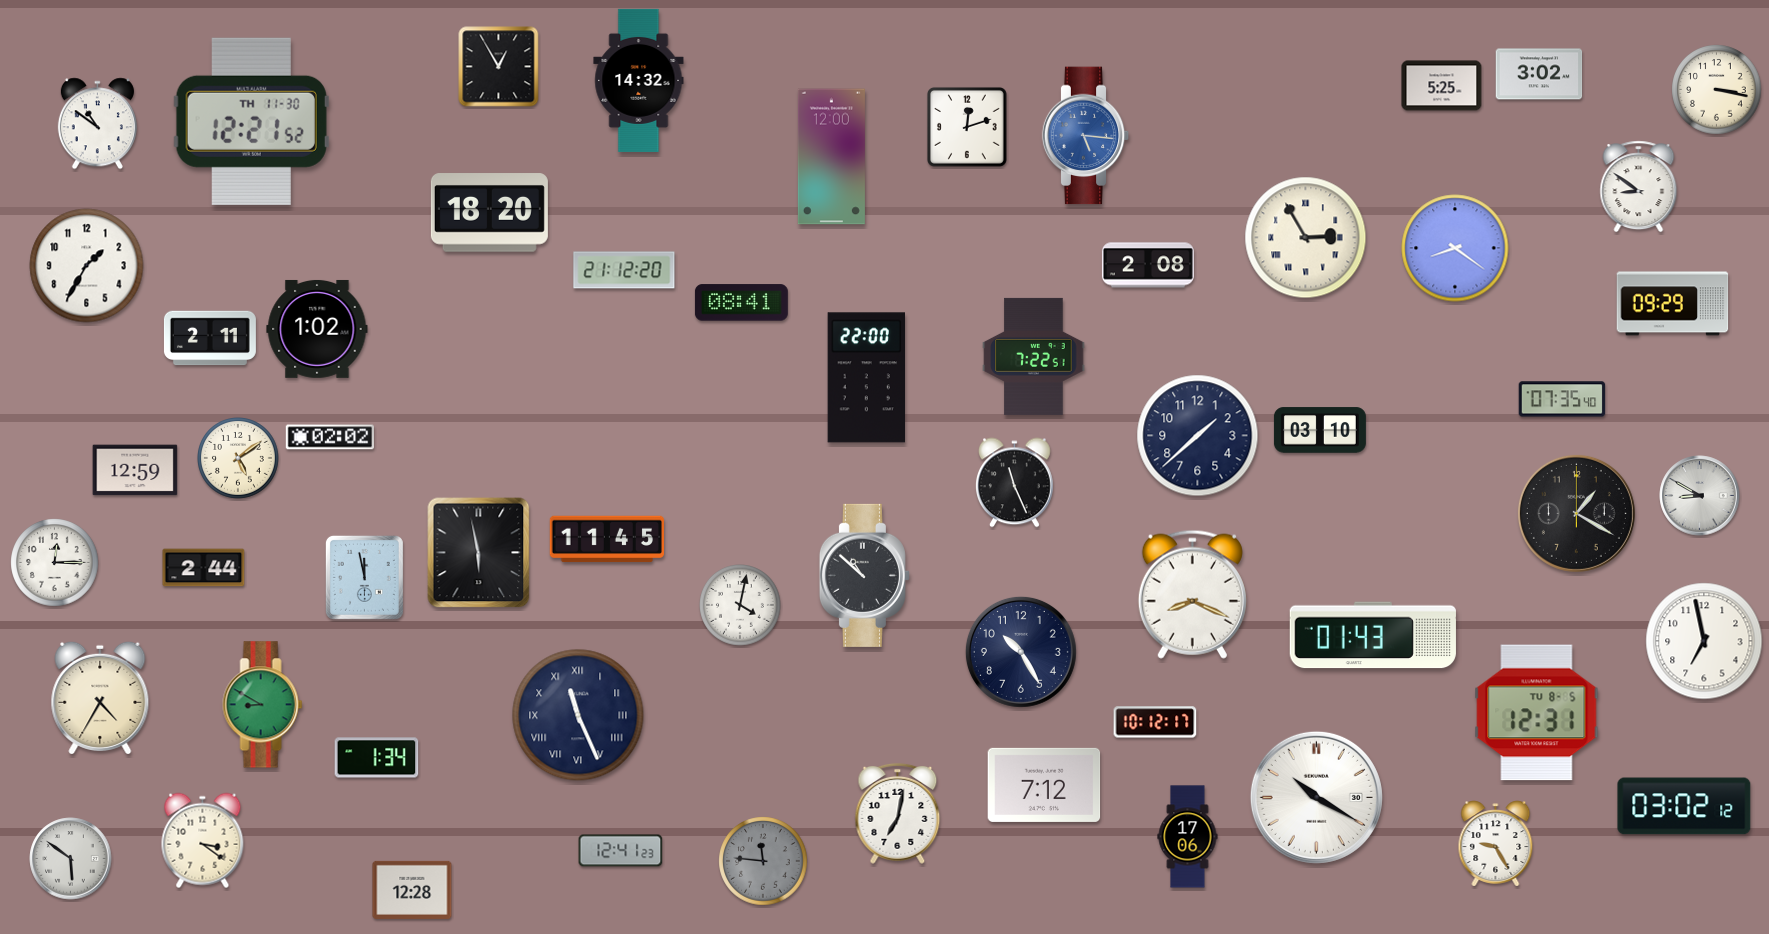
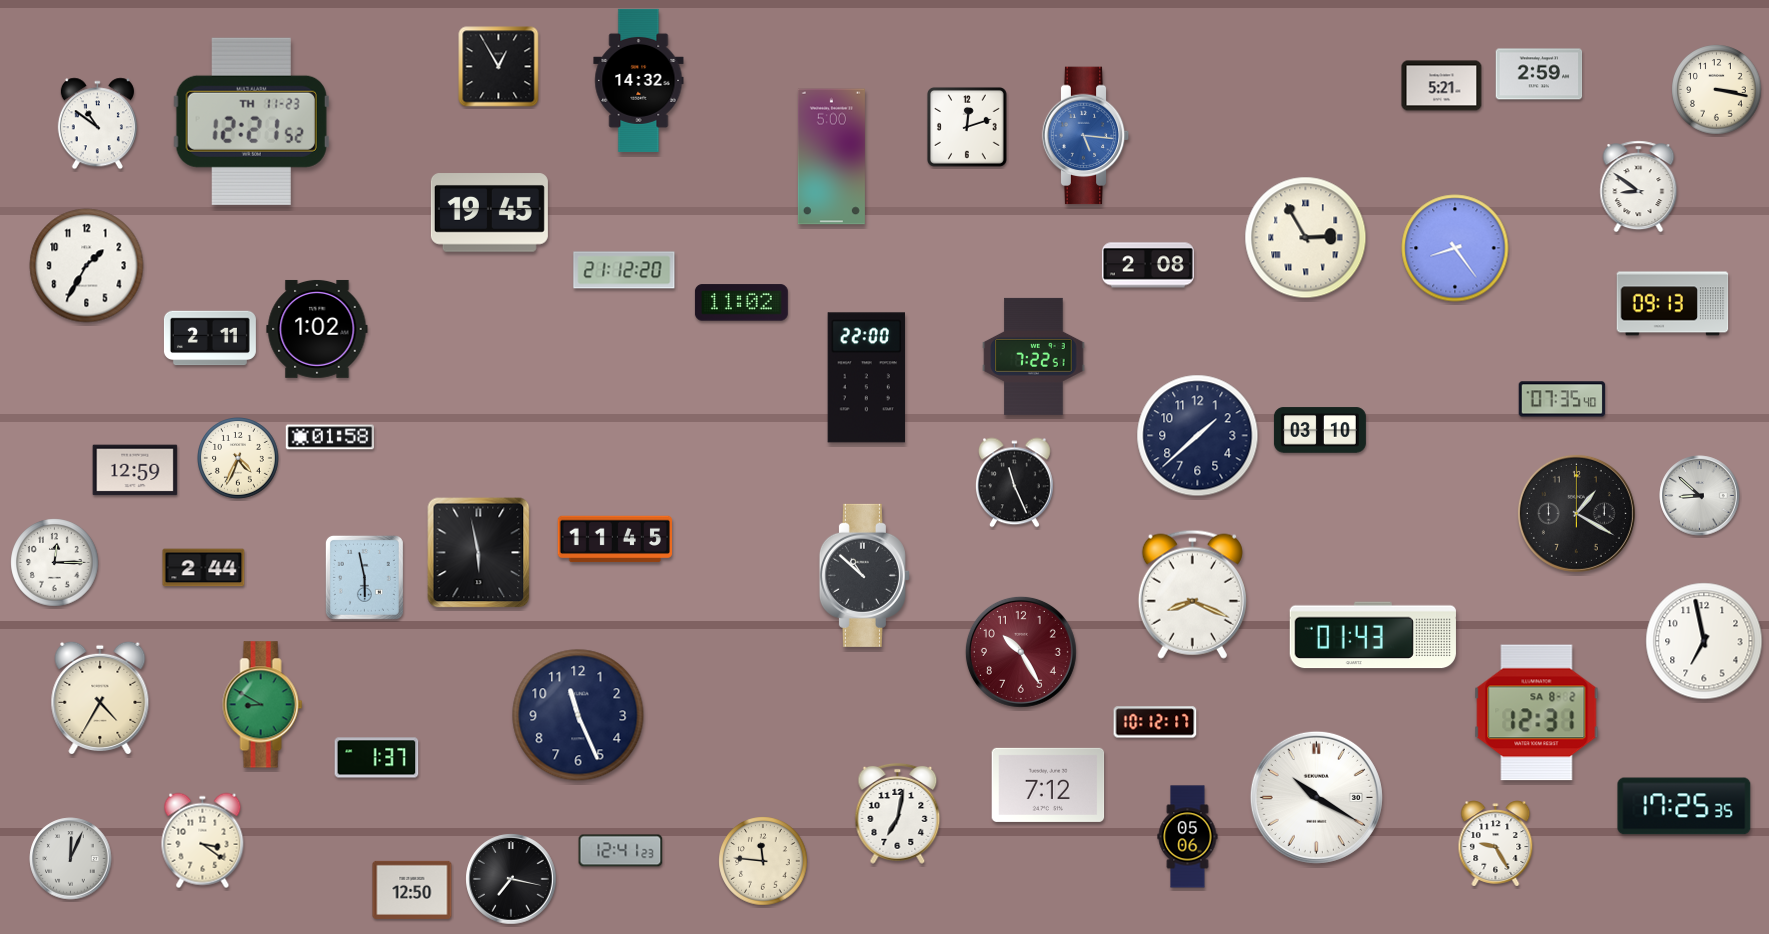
clock at (1539, 74): 3:02 -> 2:59
clock at (1442, 86): 5:25 -> 5:21
clock at (251, 121) date: TH 11-30 -> TH 11-23
clock at (831, 157): 12:00 -> 5:00
clock at (489, 213): 18:20 -> 19:45
clock at (1455, 248): 8:21 -> 8:24
clock at (741, 303): 08:41 -> 11:02
clock at (1673, 304): 09:29 -> 09:13
clock at (330, 437): 02:02 -> 01:58
clock at (239, 459): 5:09 -> 4:34
clock at (1700, 496): 8:50 -> 8:52
clock at (606, 539) position: (606, 539) -> (614, 539)
clock at (364, 577): 11:58 -> 5:58
clock at (741, 606): 4:02 -> none
clock at (1021, 652) dial: navy -> burgundy
clock at (1537, 713) date: TU 8-5 -> SA 8-2
clock at (578, 715) numerals: Roman -> Arabic
clock at (377, 758): 1:34 -> 1:37
clock at (1044, 785) position: (1044, 785) -> (1048, 785)
clock at (1684, 806): 03:02 -> 17:25
clock at (1188, 837): 17:06 -> 05:06
clock at (71, 859): 5:51 -> 12:04
clock at (763, 861) dial: grey -> cream
clock at (511, 879): none -> 7:17
clock at (412, 890): 12:28 -> 12:50
